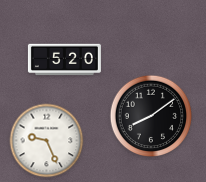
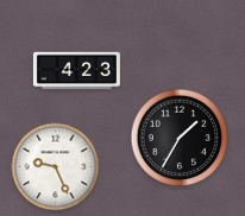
clock at (64, 60): 5:20 -> 4:23
clock at (151, 116): 8:09 -> 1:35
